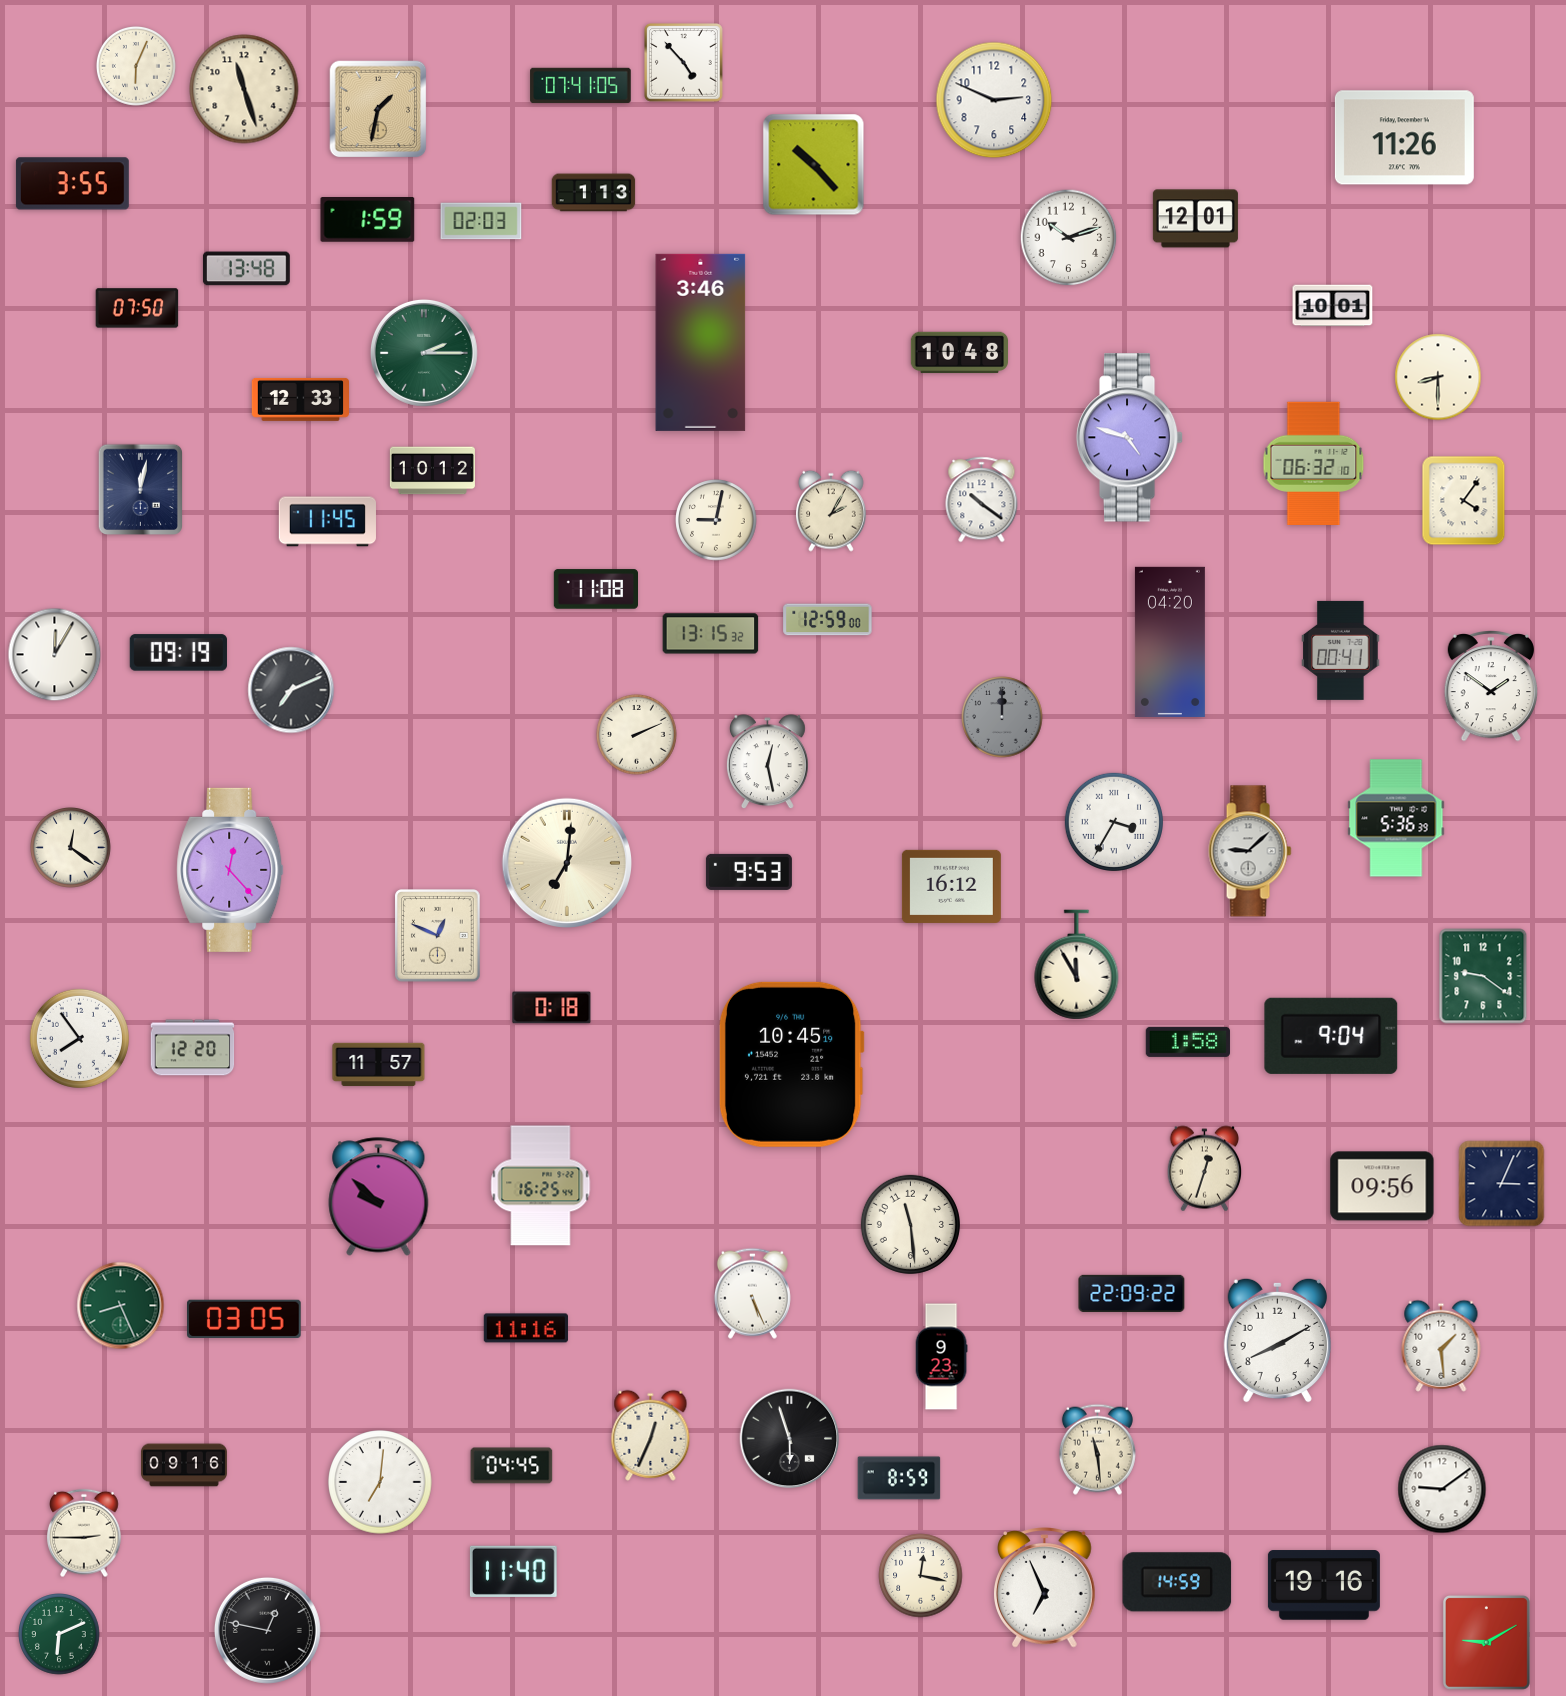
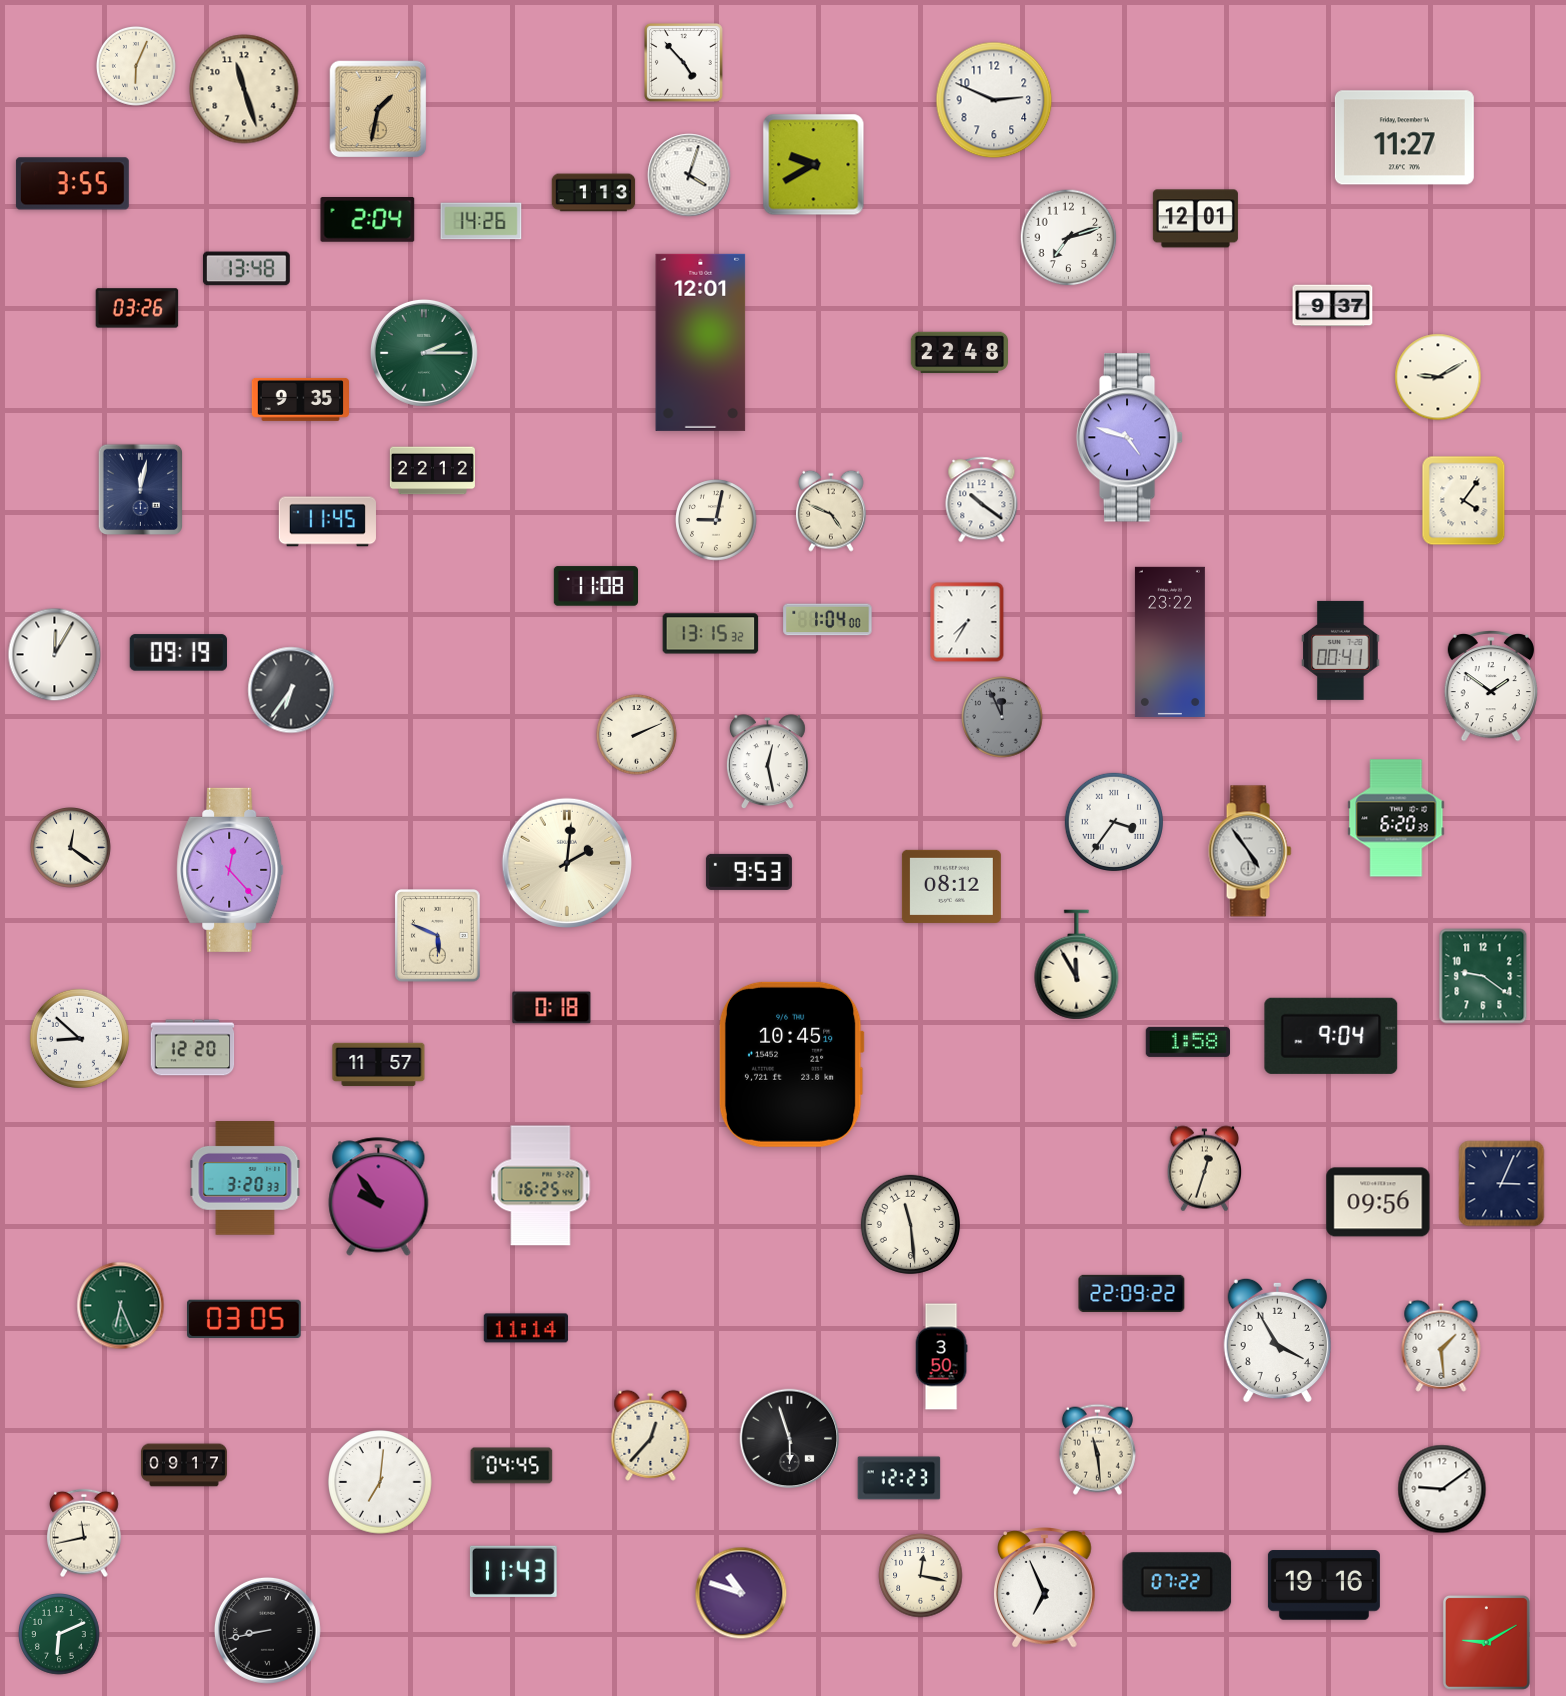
clock at (581, 86): 07:41 -> none
clock at (1404, 138): 11:26 -> 11:27
clock at (814, 165): 10:23 -> 9:40
clock at (689, 175): none -> 4:03
clock at (368, 220): 1:59 -> 2:04
clock at (481, 221): 02:03 -> 14:26
clock at (1069, 238): 10:12 -> 7:12
clock at (1333, 306): 10:01 -> 9:37
clock at (137, 308): 07:50 -> 03:26
clock at (701, 342): 3:46 -> 12:01
clock at (959, 353): 10:48 -> 22:48
clock at (1438, 377): 8:30 -> 9:10
clock at (300, 399): 12:33 -> 9:35
clock at (1314, 463): 06:32 -> none
clock at (432, 471): 10:12 -> 22:12
clock at (832, 511): 2:05 -> 4:49
clock at (595, 589) position: (595, 589) -> (595, 586)
clock at (828, 620): 12:59 -> 1:04
clock at (967, 622): none -> 7:35
clock at (1170, 642): 04:20 -> 23:22
clock at (291, 690): 7:11 -> 6:36
clock at (1002, 717): 12:00 -> 11:56
clock at (1396, 818): 5:36 -> 6:20
clock at (1114, 822): 3:35 -> 3:36
clock at (1250, 851): 9:08 -> 4:54
clock at (566, 862): 7:01 -> 2:01
clock at (951, 886): 16:12 -> 08:12
clock at (438, 936): 12:49 -> 5:49
clock at (79, 1038): 7:54 -> 8:52
clock at (245, 1178): none -> 3:20
clock at (1382, 1186) position: (1382, 1186) -> (1378, 1202)
clock at (379, 1197): 9:52 -> 9:54
clock at (752, 1293): 5:26 -> none
clock at (121, 1306): 8:26 -> 6:26
clock at (526, 1328): 11:16 -> 11:14
clock at (1277, 1340): 8:10 -> 3:55
clock at (941, 1357): 9:23 -> 3:50
clock at (651, 1435): 12:34 -> 12:37
clock at (184, 1465): 09:16 -> 09:17
clock at (899, 1478): 8:59 -> 12:23
clock at (85, 1533): 2:45 -> 11:43
clock at (513, 1571): 11:40 -> 11:43
clock at (1177, 1582): 14:59 -> 07:22
clock at (741, 1593): none -> 10:48
clock at (267, 1630): 12:47 -> 8:43
